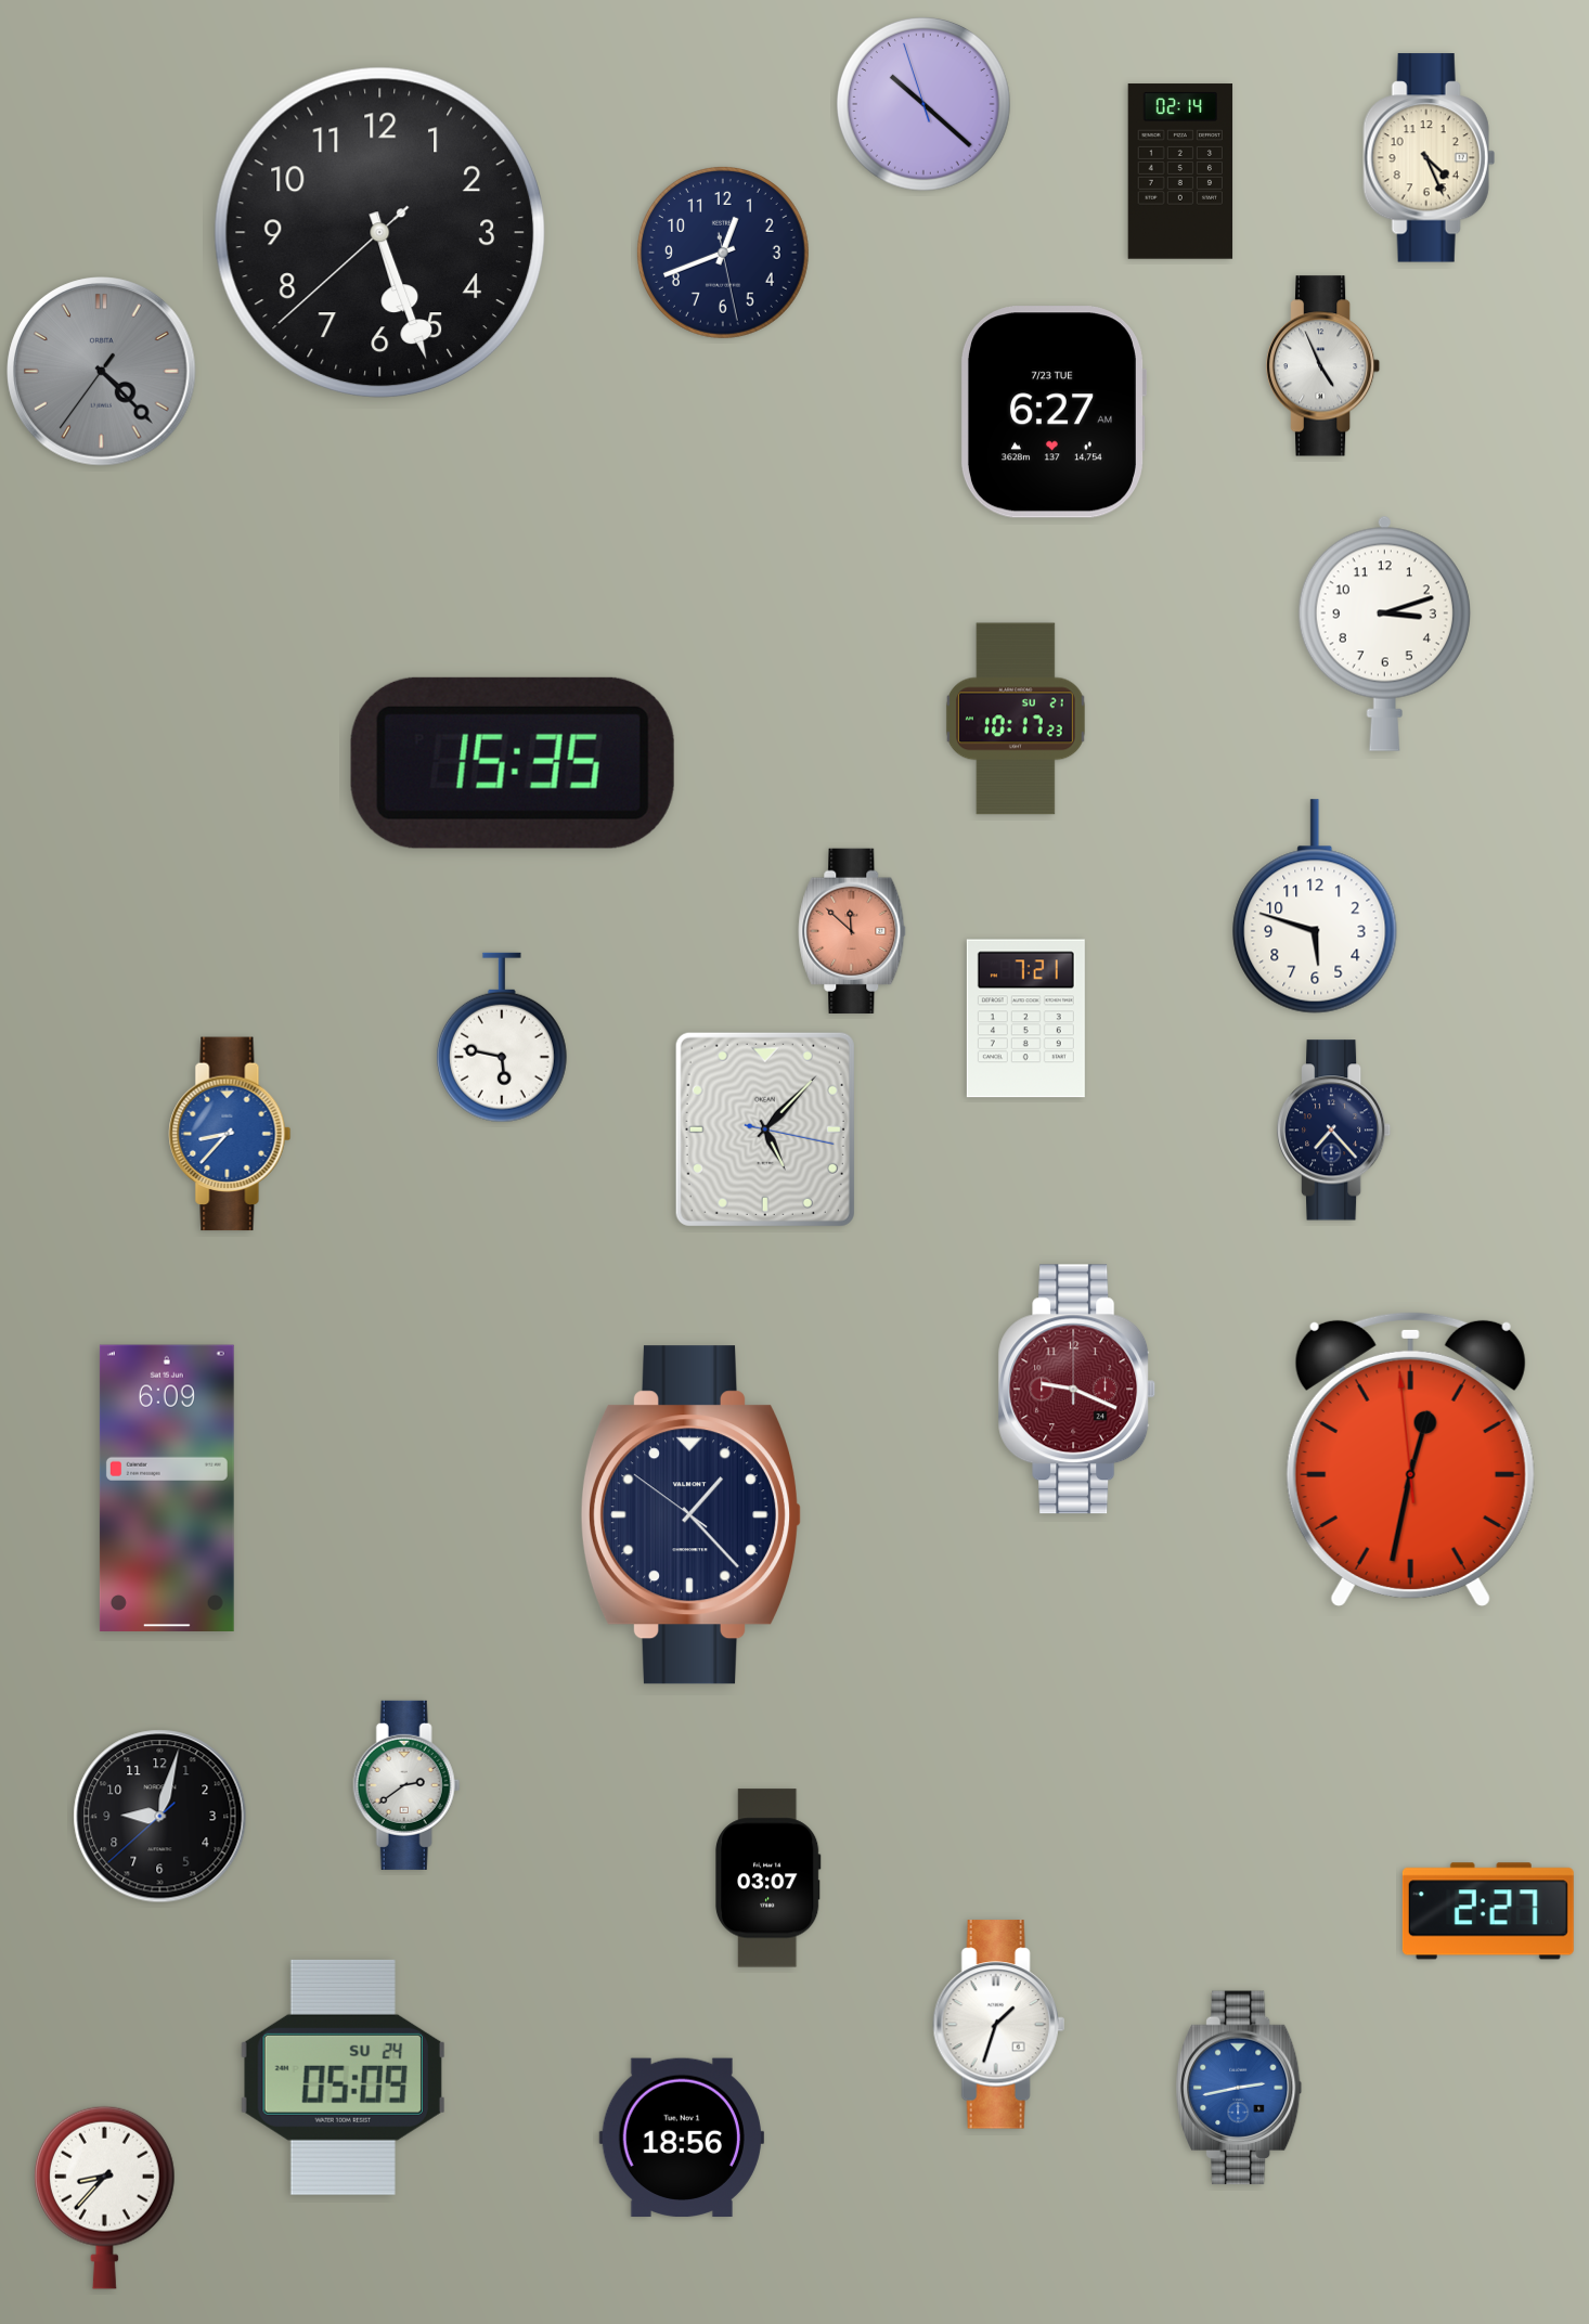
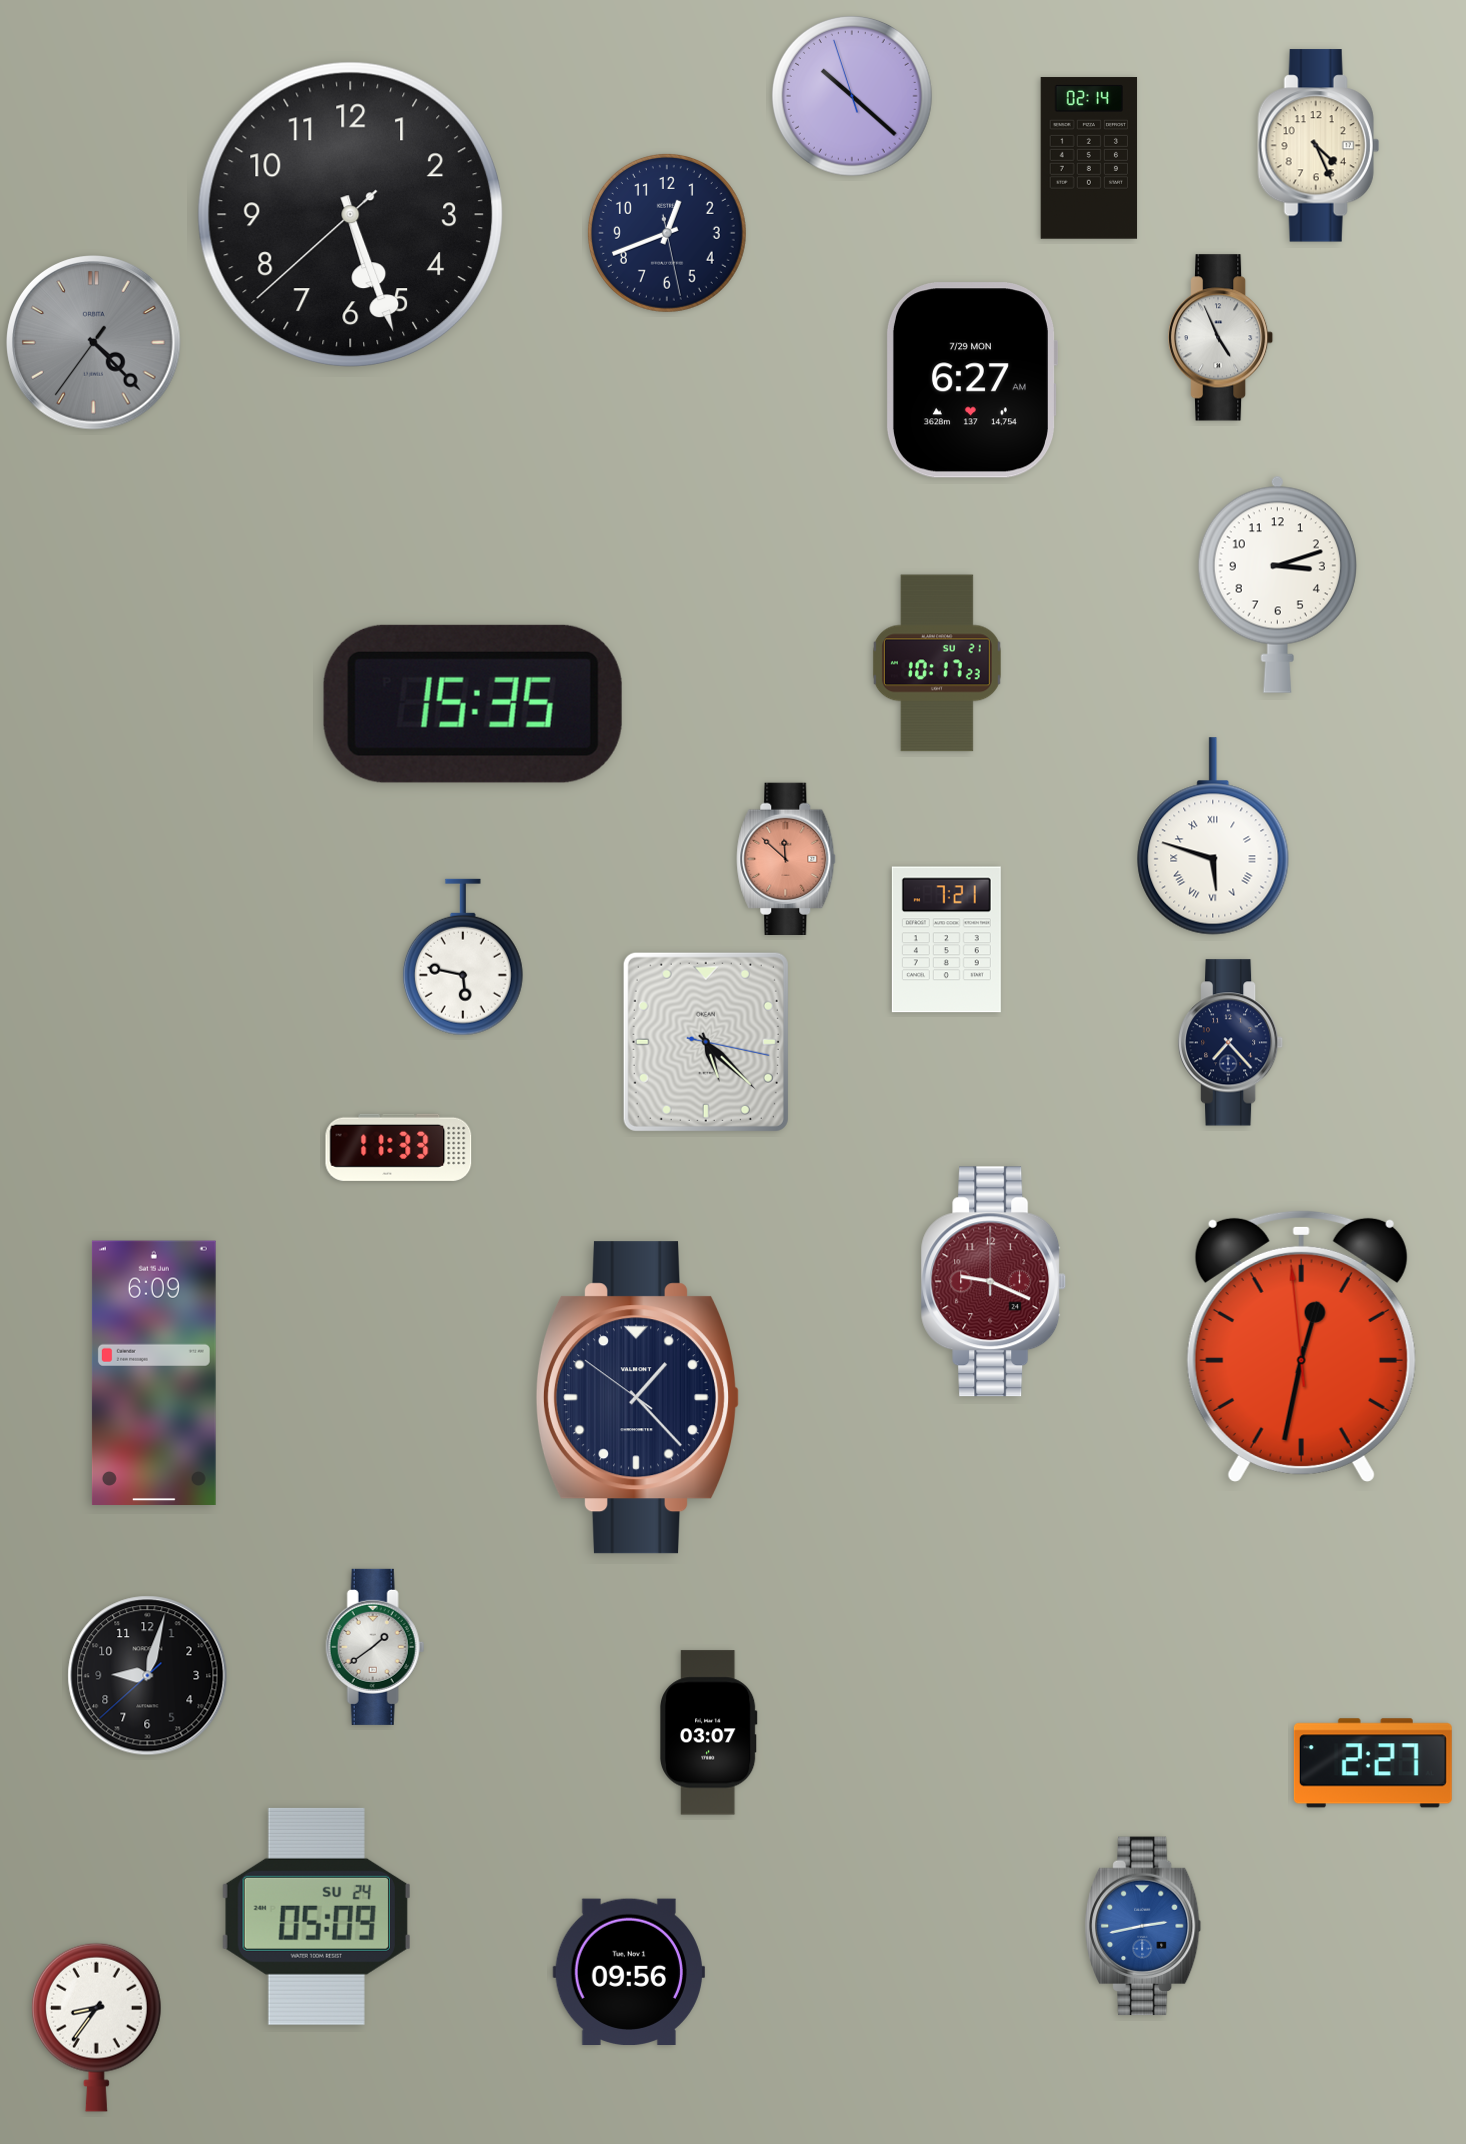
clock at (1052, 412) date: 7/23 TUE -> 7/29 MON
clock at (1315, 906) numerals: Arabic -> Roman
clock at (765, 1129): 5:07 -> 5:22
clock at (230, 1134): 8:37 -> none
clock at (399, 1147): none -> 11:33
clock at (406, 1785): 2:39 -> 1:39
clock at (998, 2025): 1:33 -> none
clock at (682, 2136): 18:56 -> 09:56
clock at (104, 2197): 8:37 -> 8:36
